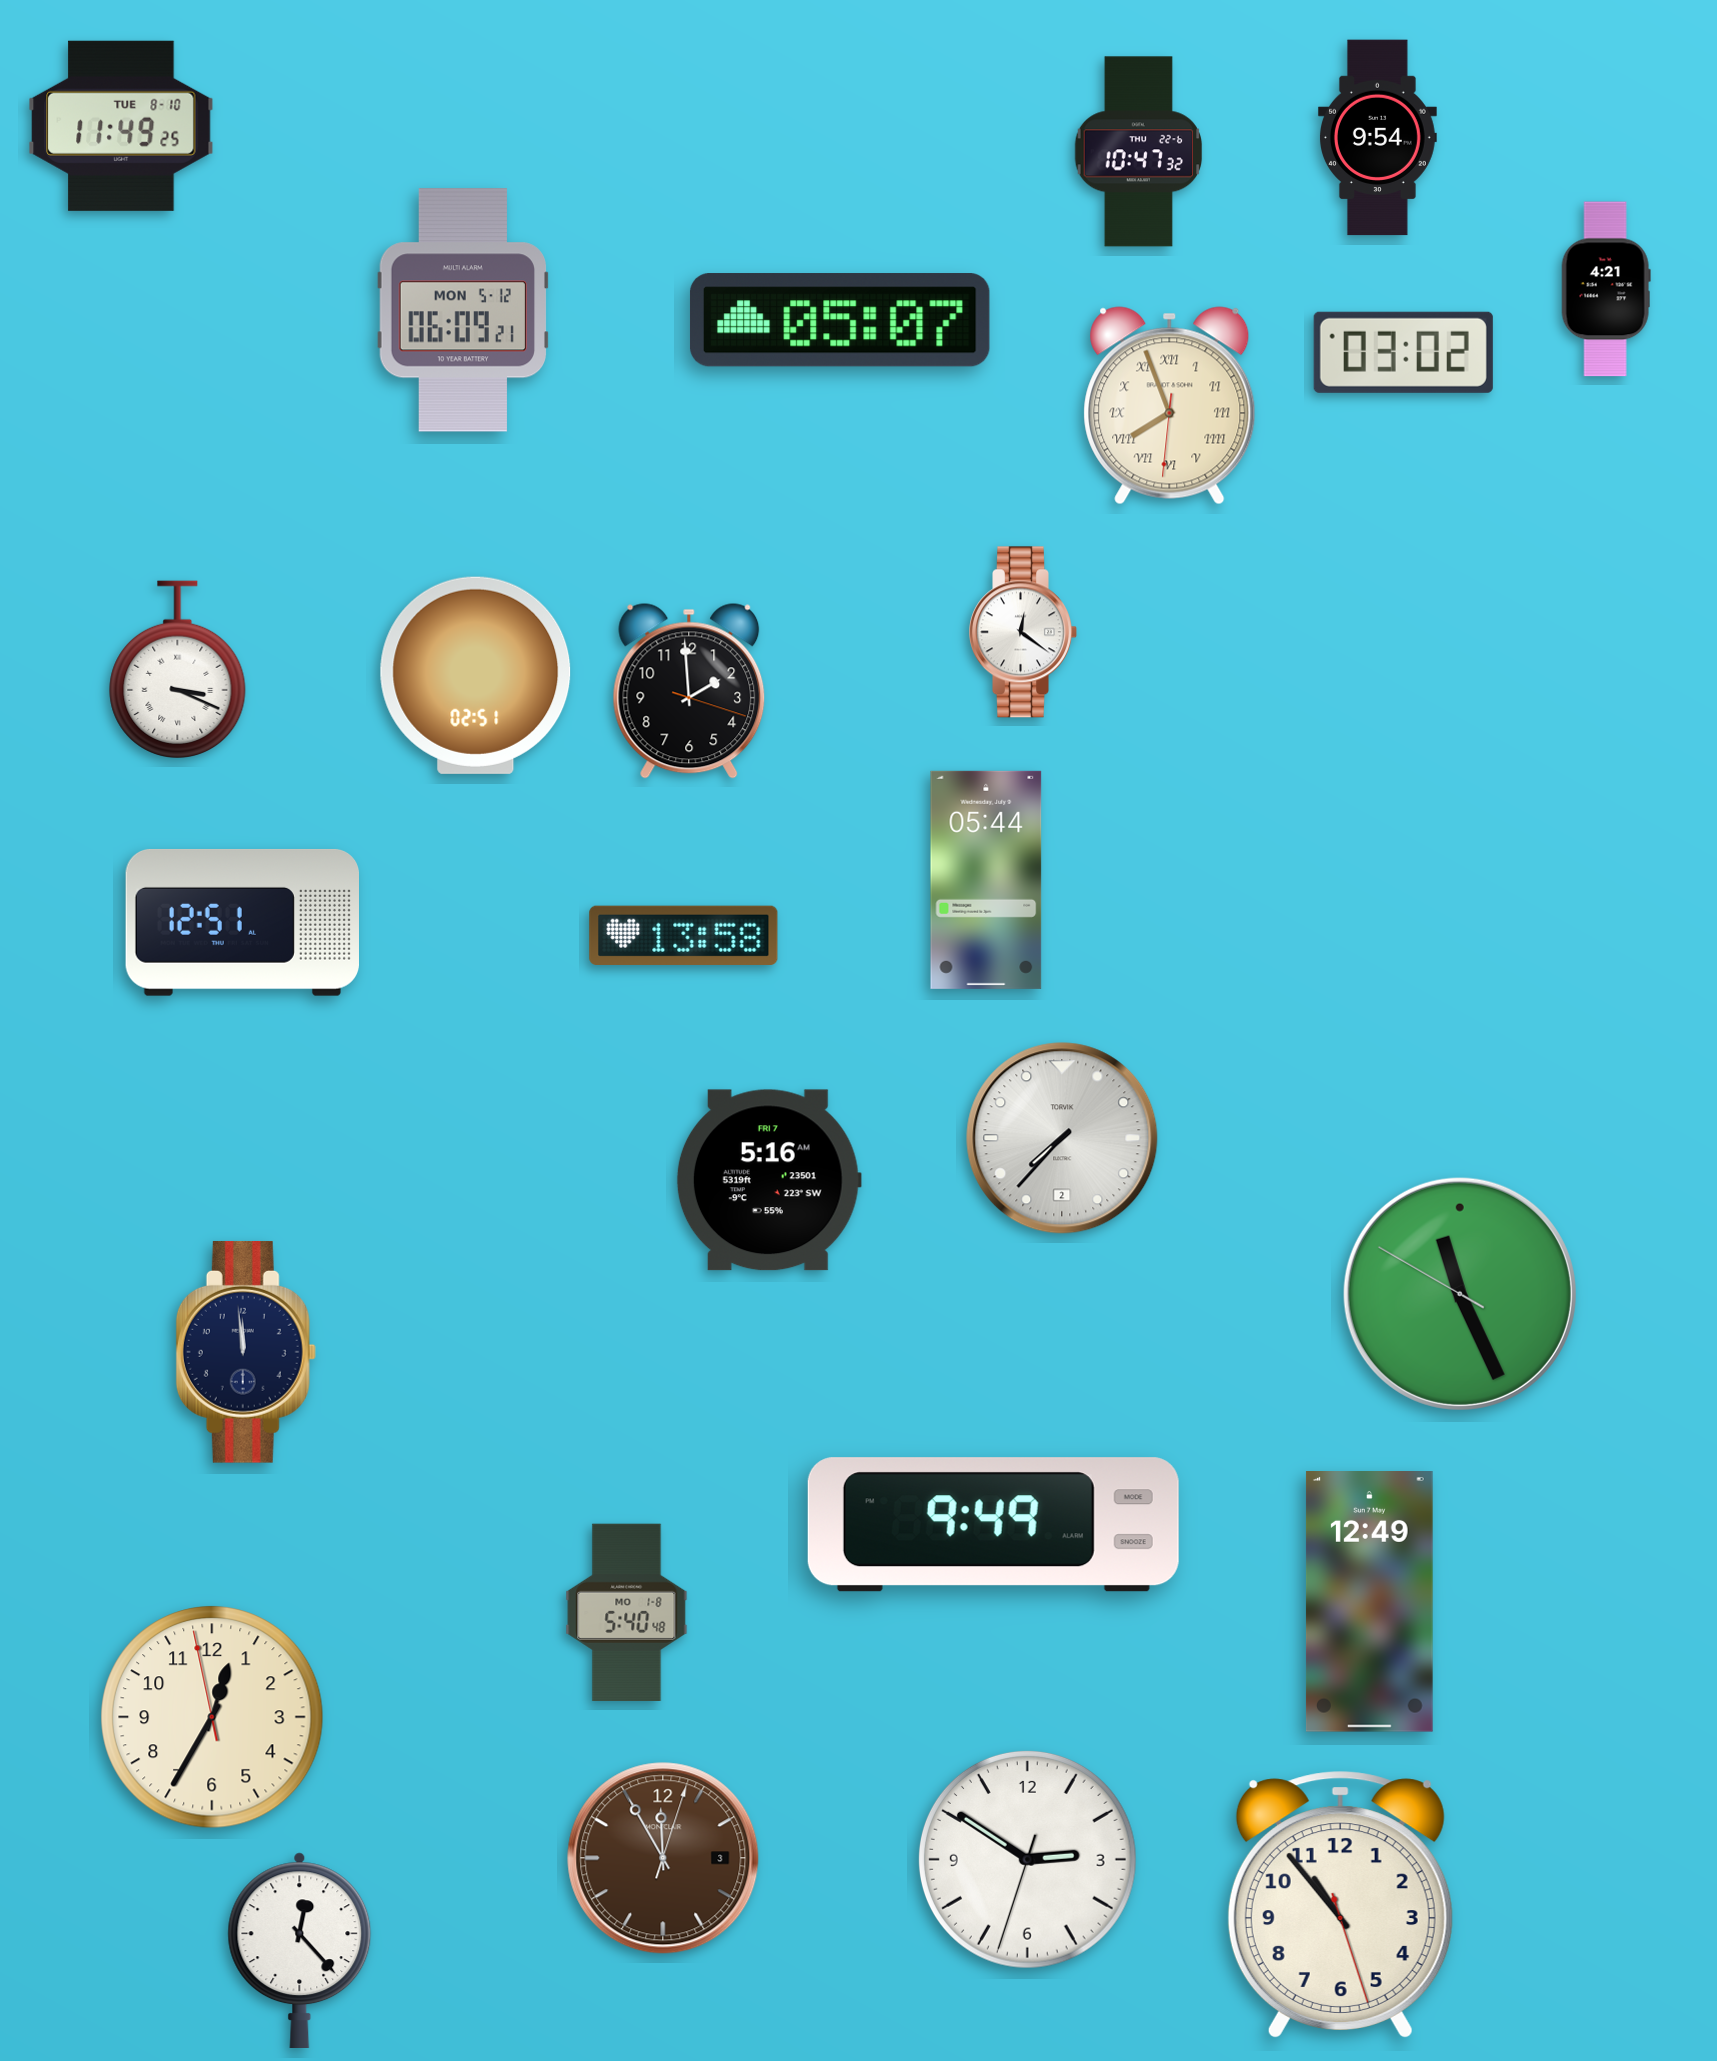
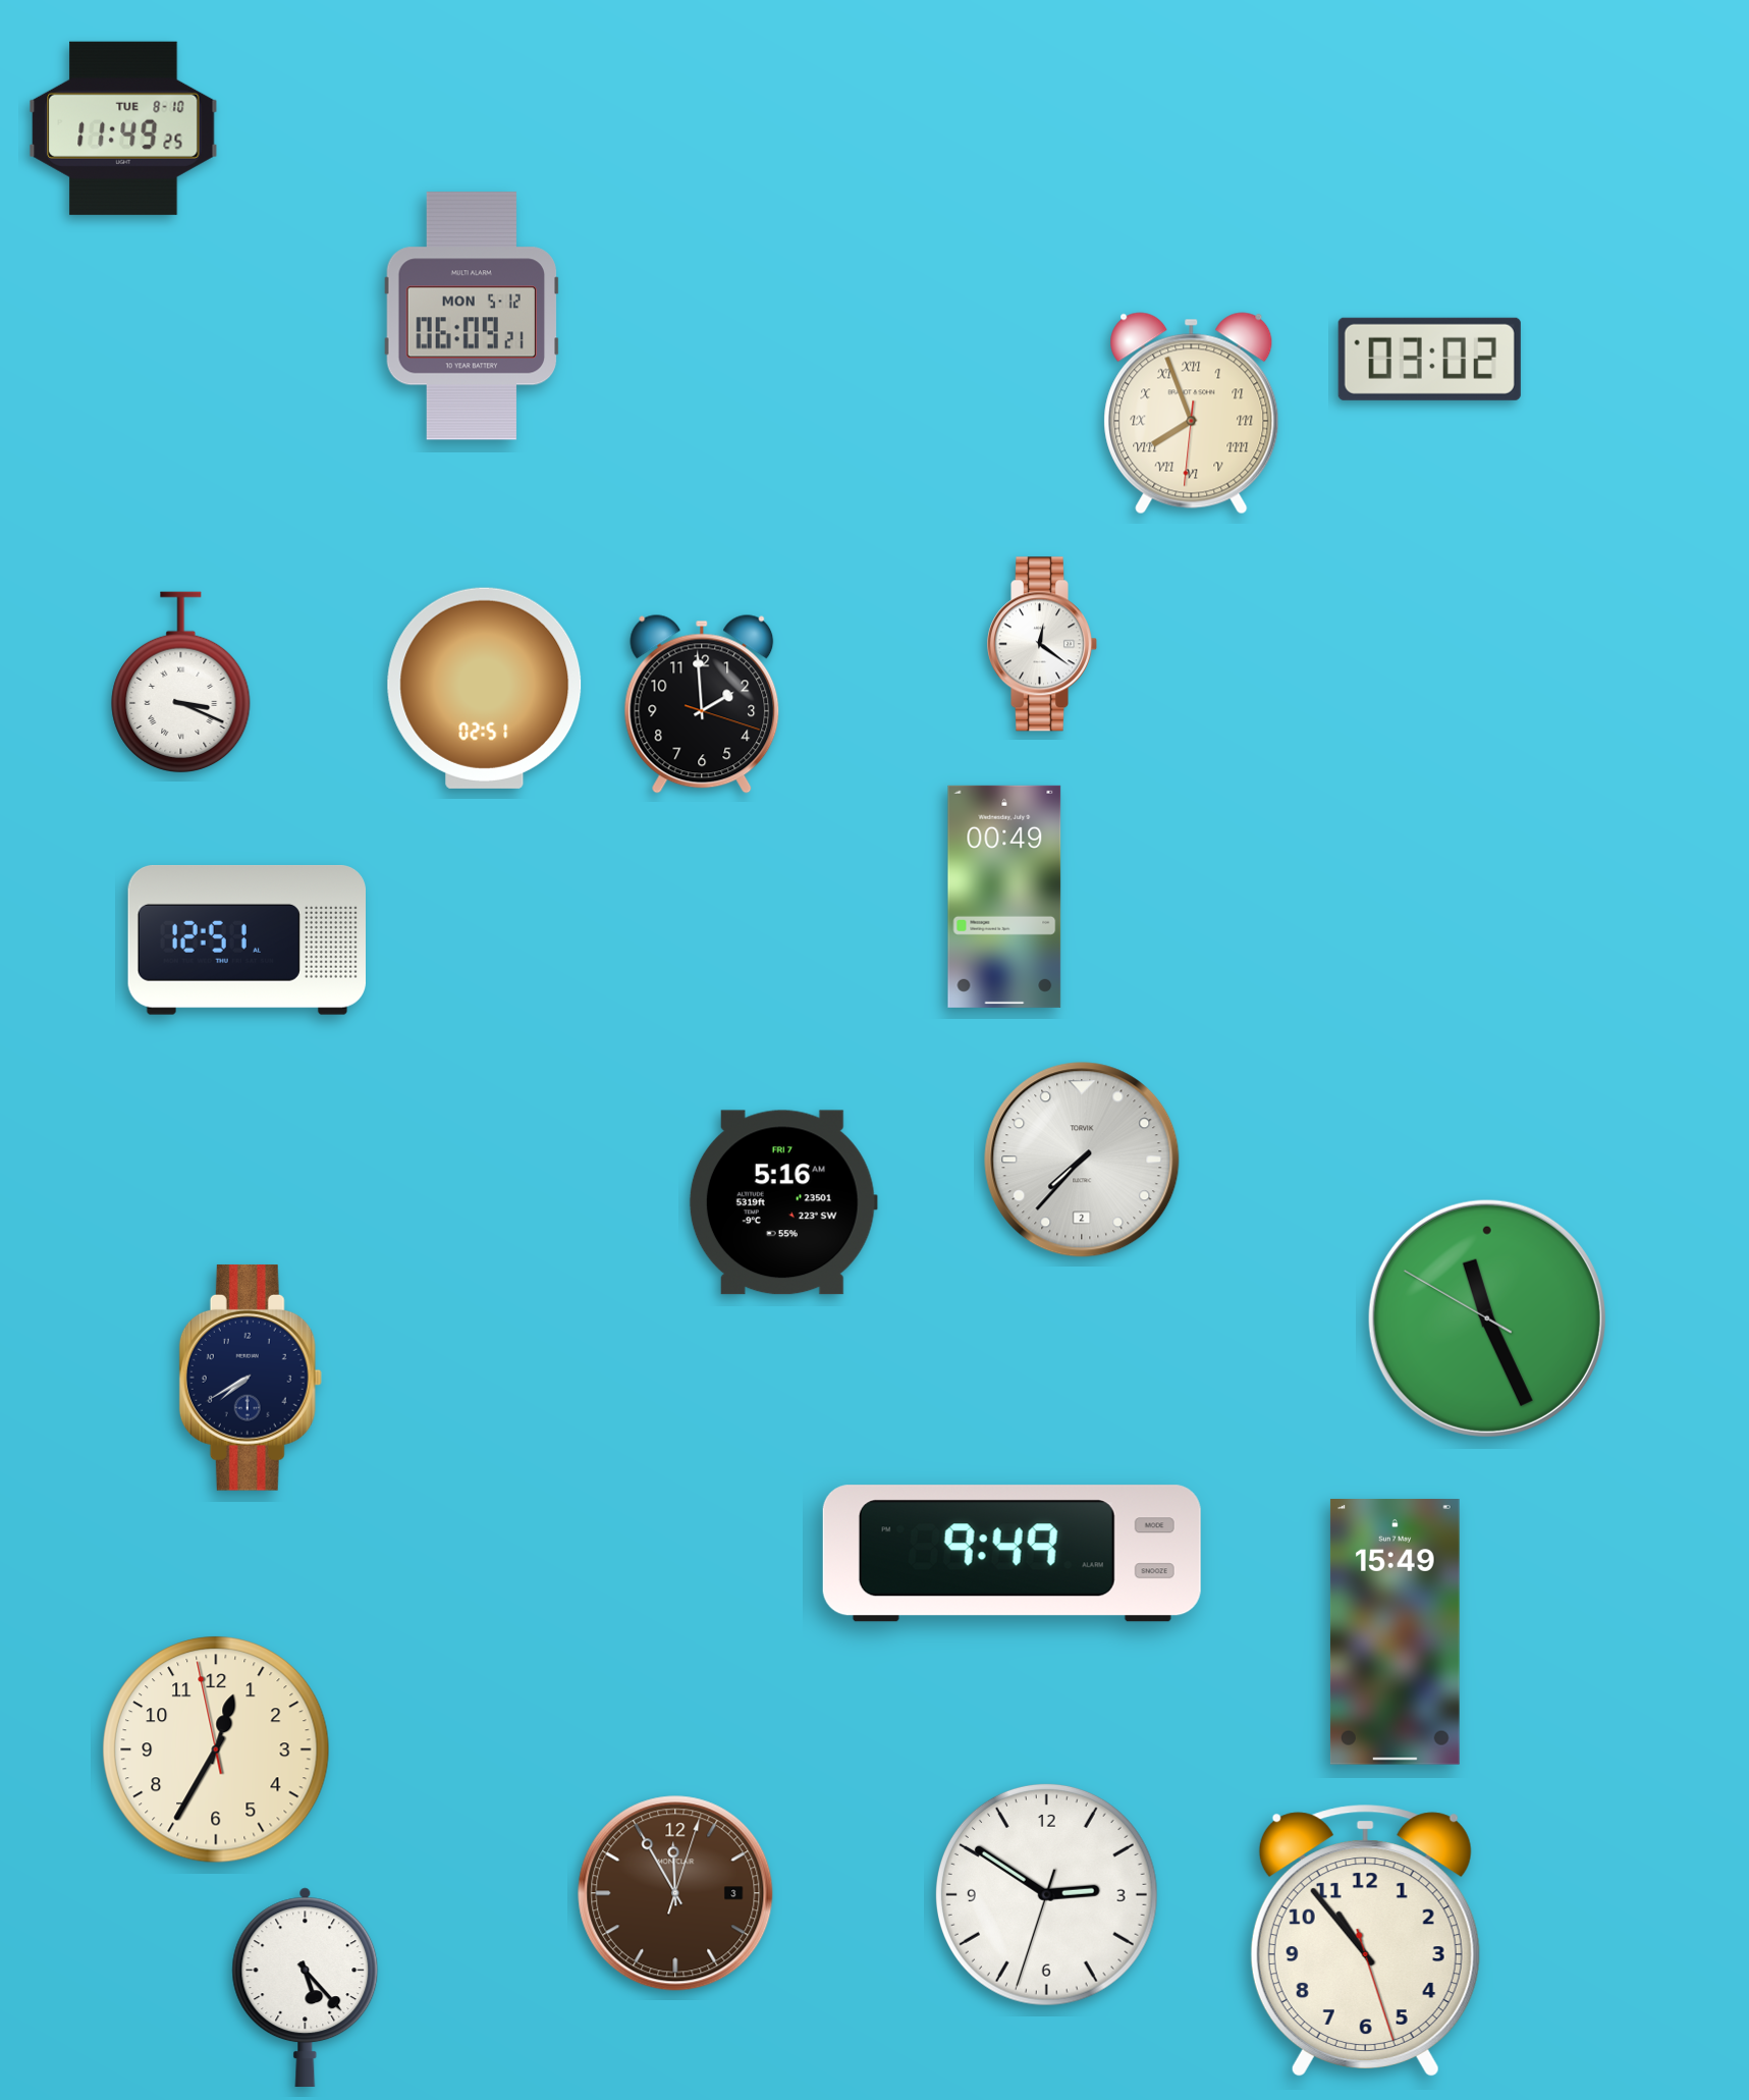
clock at (1377, 138): 9:54 -> none
clock at (1139, 152): 10:47 -> none
clock at (1606, 289): 4:21 -> none
clock at (840, 321): 05:07 -> none
clock at (986, 880): 05:44 -> 00:49
clock at (684, 935): 13:58 -> none
clock at (246, 1352): 11:59 -> 7:40
clock at (1369, 1602): 12:49 -> 15:49
clock at (627, 1612): 5:40 -> none
clock at (300, 1950): 12:23 -> 5:23
